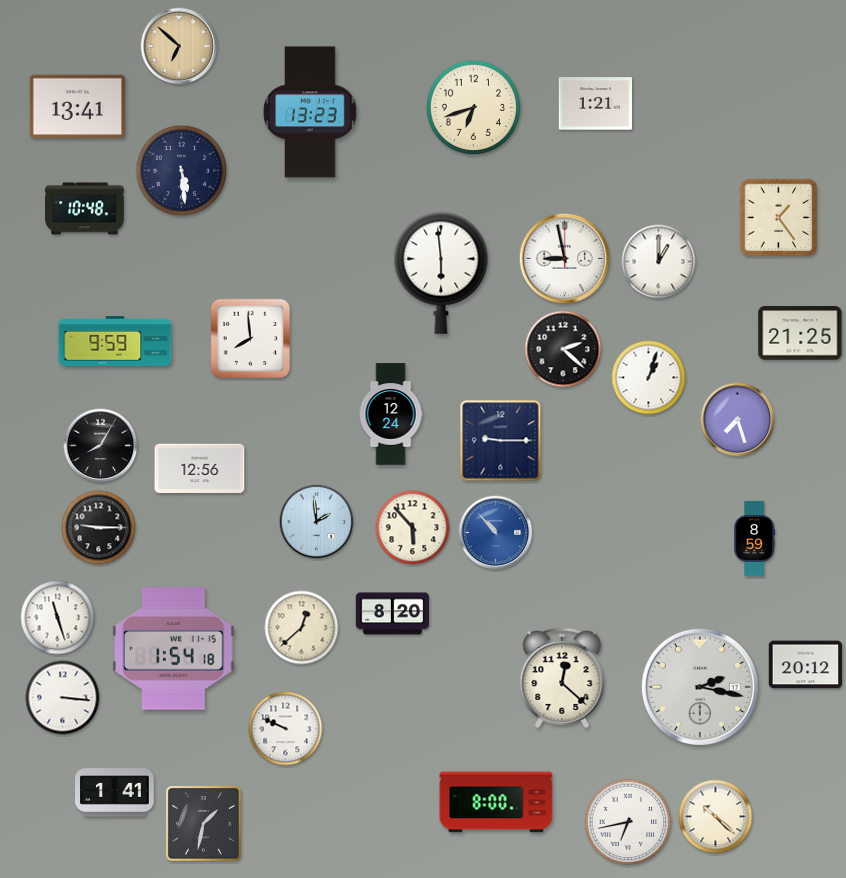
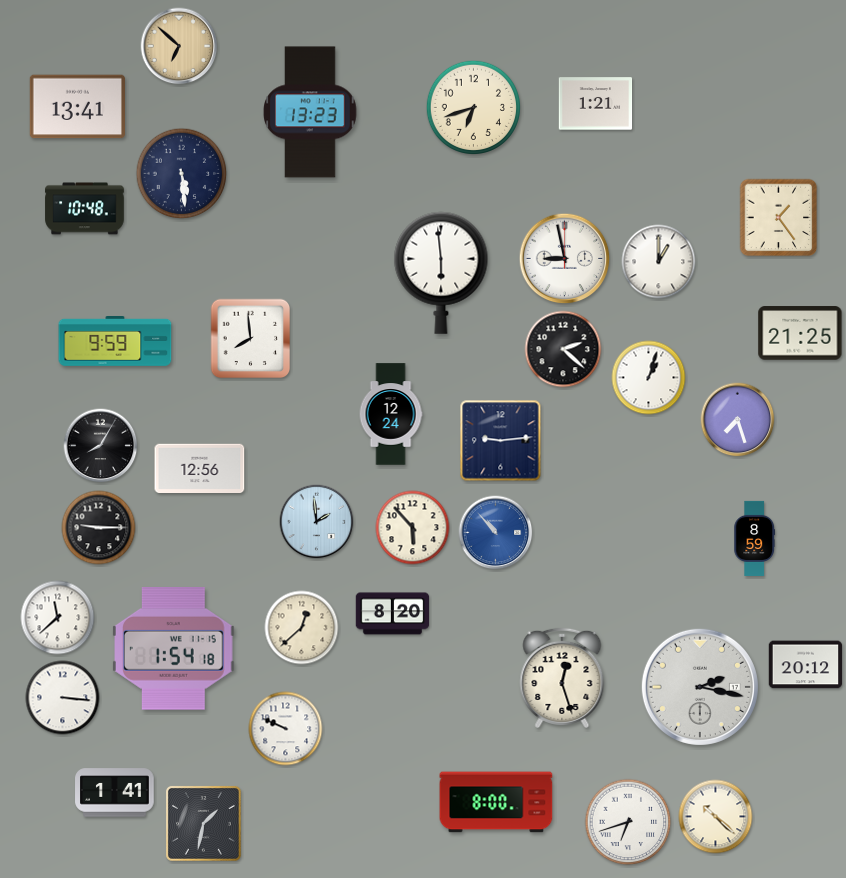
clock at (182, 171) position: (182, 171) -> (182, 174)
clock at (501, 441): 9:15 -> 9:14
clock at (58, 618): 11:27 -> 11:38
clock at (562, 678): 12:22 -> 12:27
clock at (628, 822): 6:43 -> 6:42
